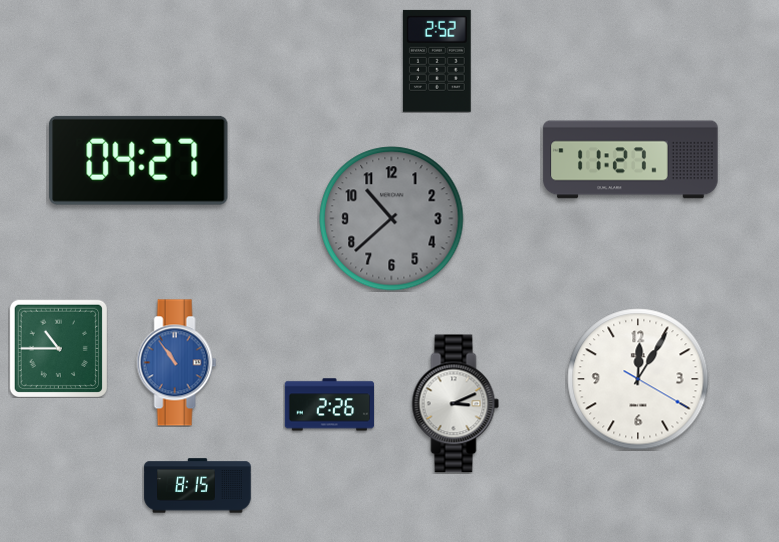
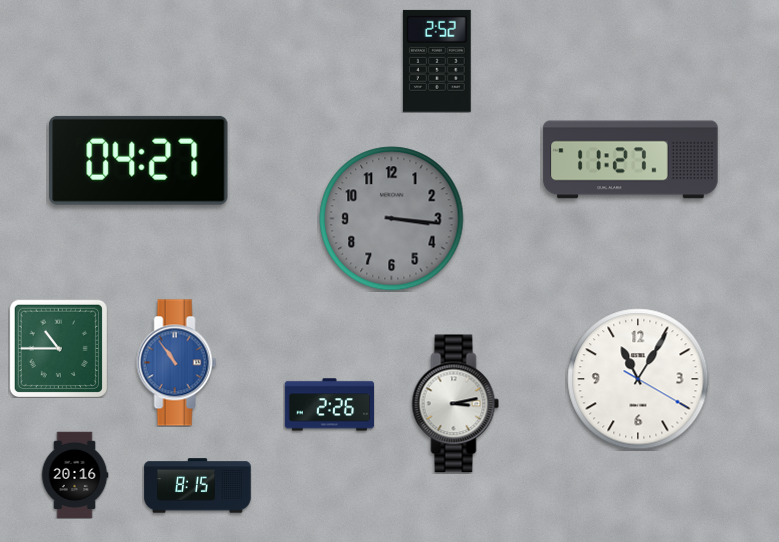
clock at (392, 219): 10:38 -> 3:16
clock at (638, 379): 12:05 -> 11:05
clock at (456, 404): 3:11 -> 3:13
clock at (75, 475): none -> 20:16
